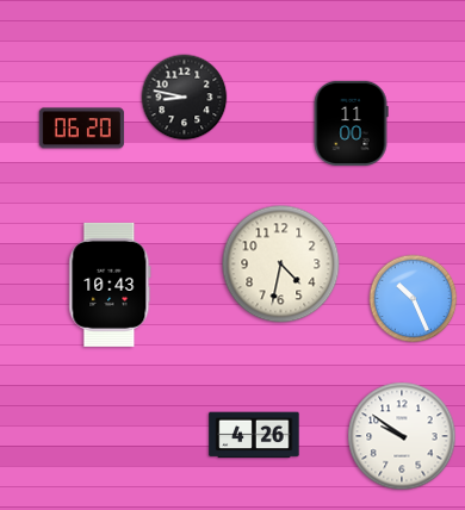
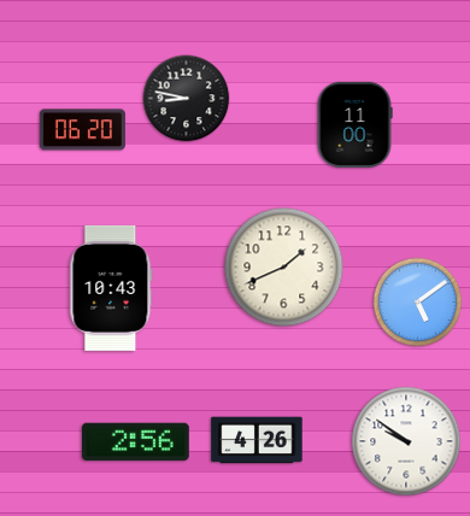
clock at (281, 265): 4:32 -> 1:41
clock at (414, 299): 10:26 -> 5:09
clock at (135, 441): none -> 2:56
